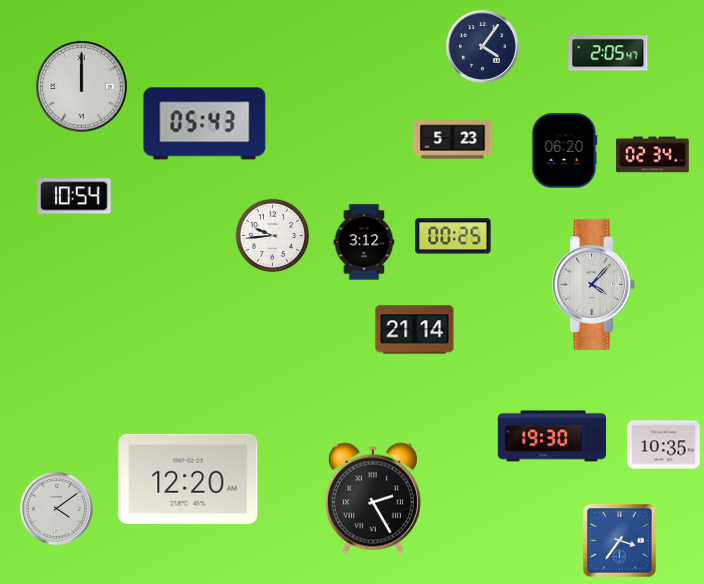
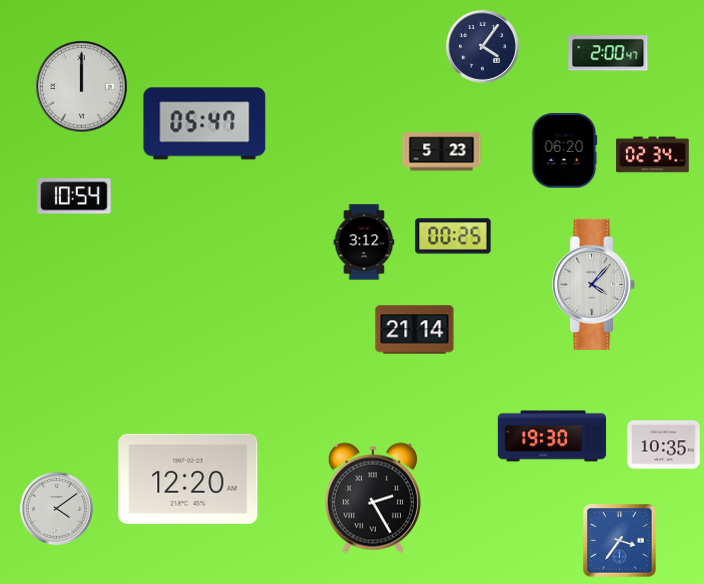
clock at (608, 53): 2:05 -> 2:00
clock at (205, 124): 05:43 -> 05:47
clock at (453, 140) position: (453, 140) -> (442, 152)
clock at (273, 236): 9:44 -> none
